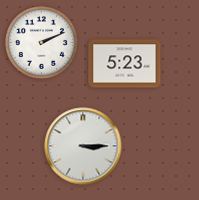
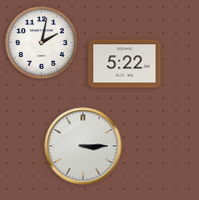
clock at (42, 43): 2:11 -> 2:02
clock at (125, 64): 5:23 -> 5:22
